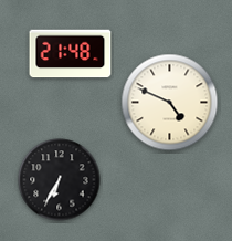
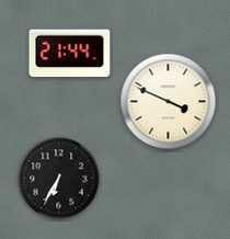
clock at (71, 54): 21:48 -> 21:44
clock at (170, 103): 4:49 -> 3:49
